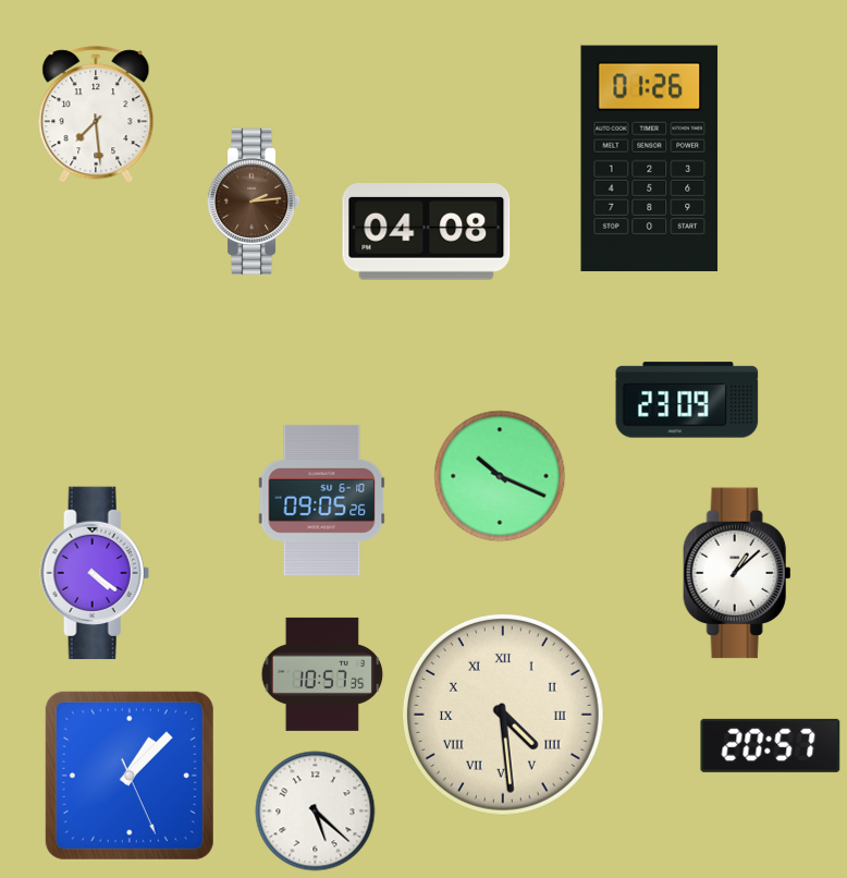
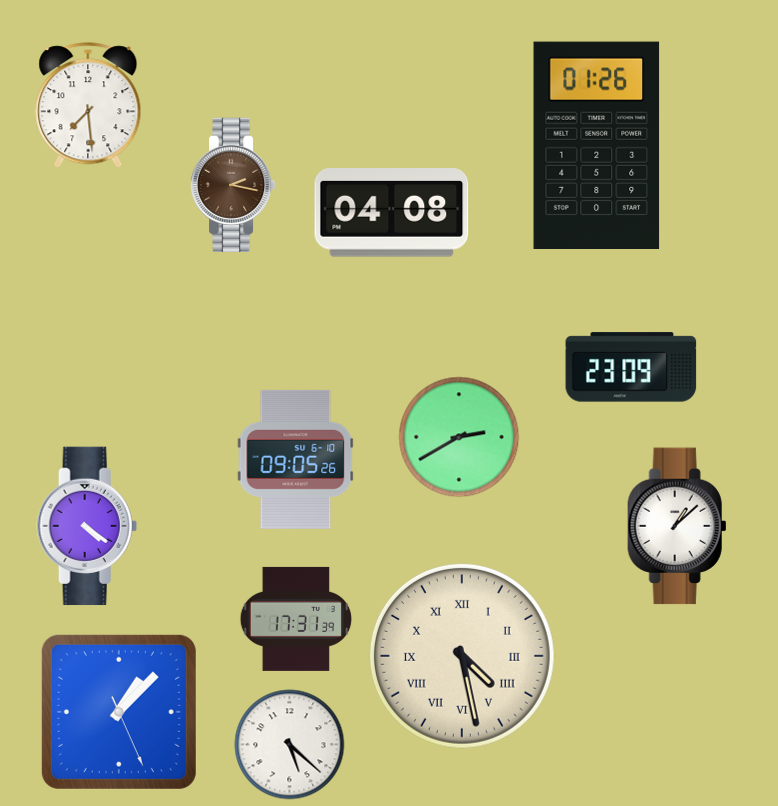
clock at (254, 200): 2:14 -> 2:17
clock at (500, 476): 10:19 -> 2:40
clock at (322, 674): 10:57 -> 17:31
clock at (503, 715): 4:29 -> 4:28
clock at (771, 745): 20:57 -> none
